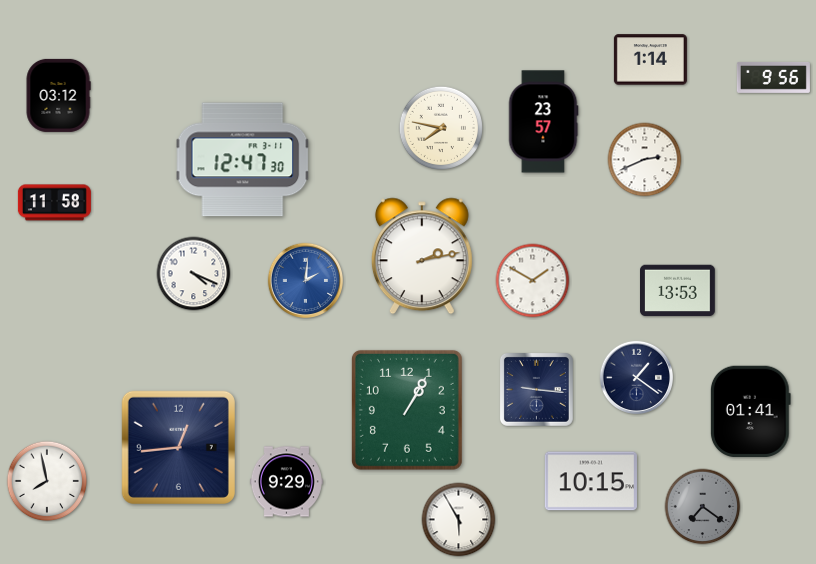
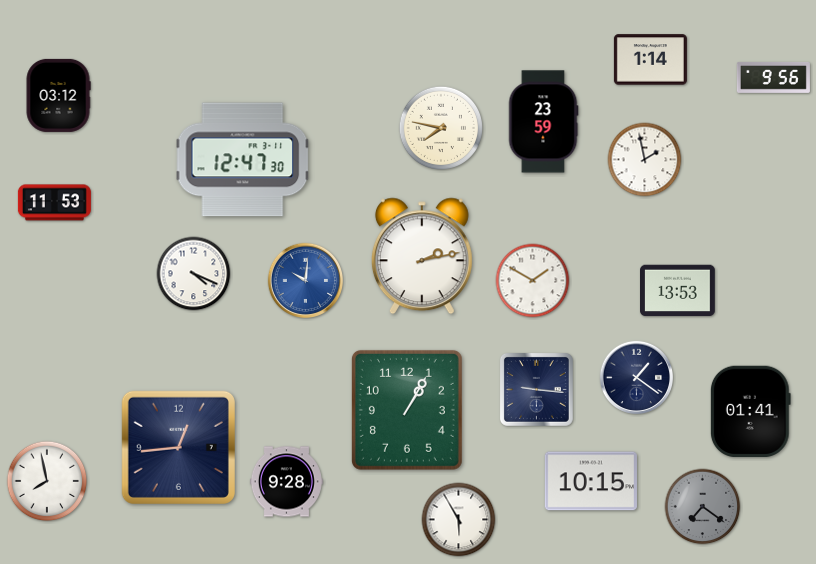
clock at (543, 122): 23:57 -> 23:59
clock at (645, 160): 2:41 -> 1:58
clock at (54, 203): 11:58 -> 11:53
clock at (305, 280): 2:01 -> 10:01
clock at (286, 482): 9:29 -> 9:28
